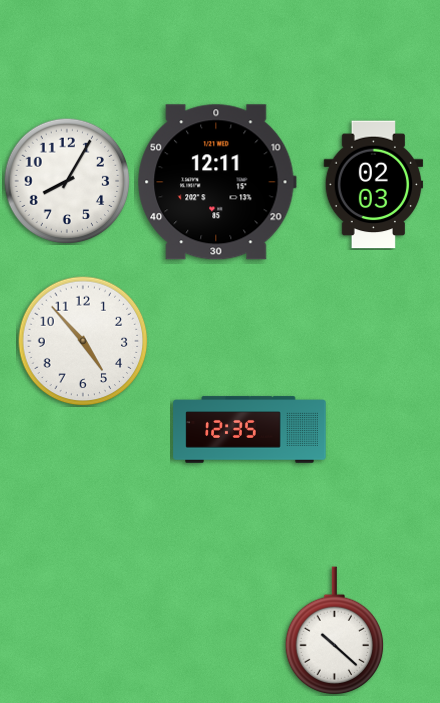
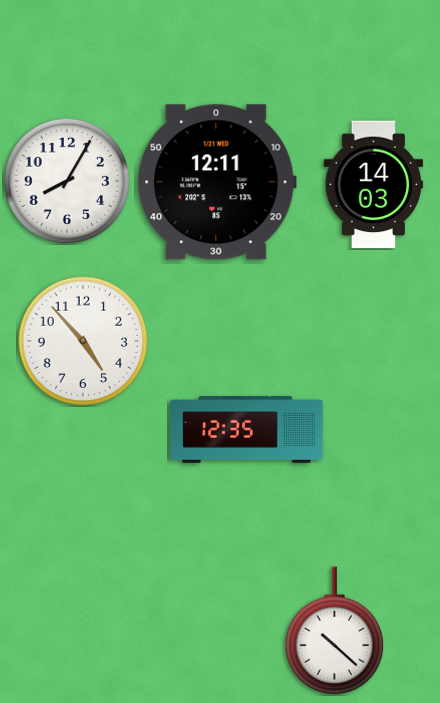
clock at (374, 185): 02:03 -> 14:03
clock at (250, 430) position: (250, 430) -> (247, 430)
